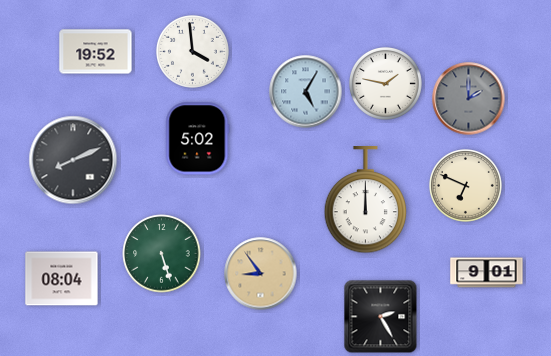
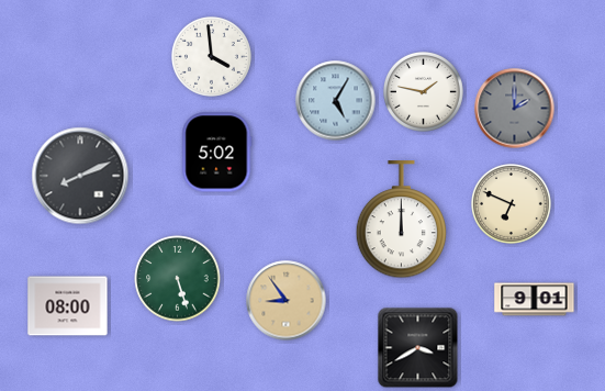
clock at (96, 52): 19:52 -> none
clock at (62, 279): 08:04 -> 08:00
clock at (381, 317): 2:25 -> 3:40
